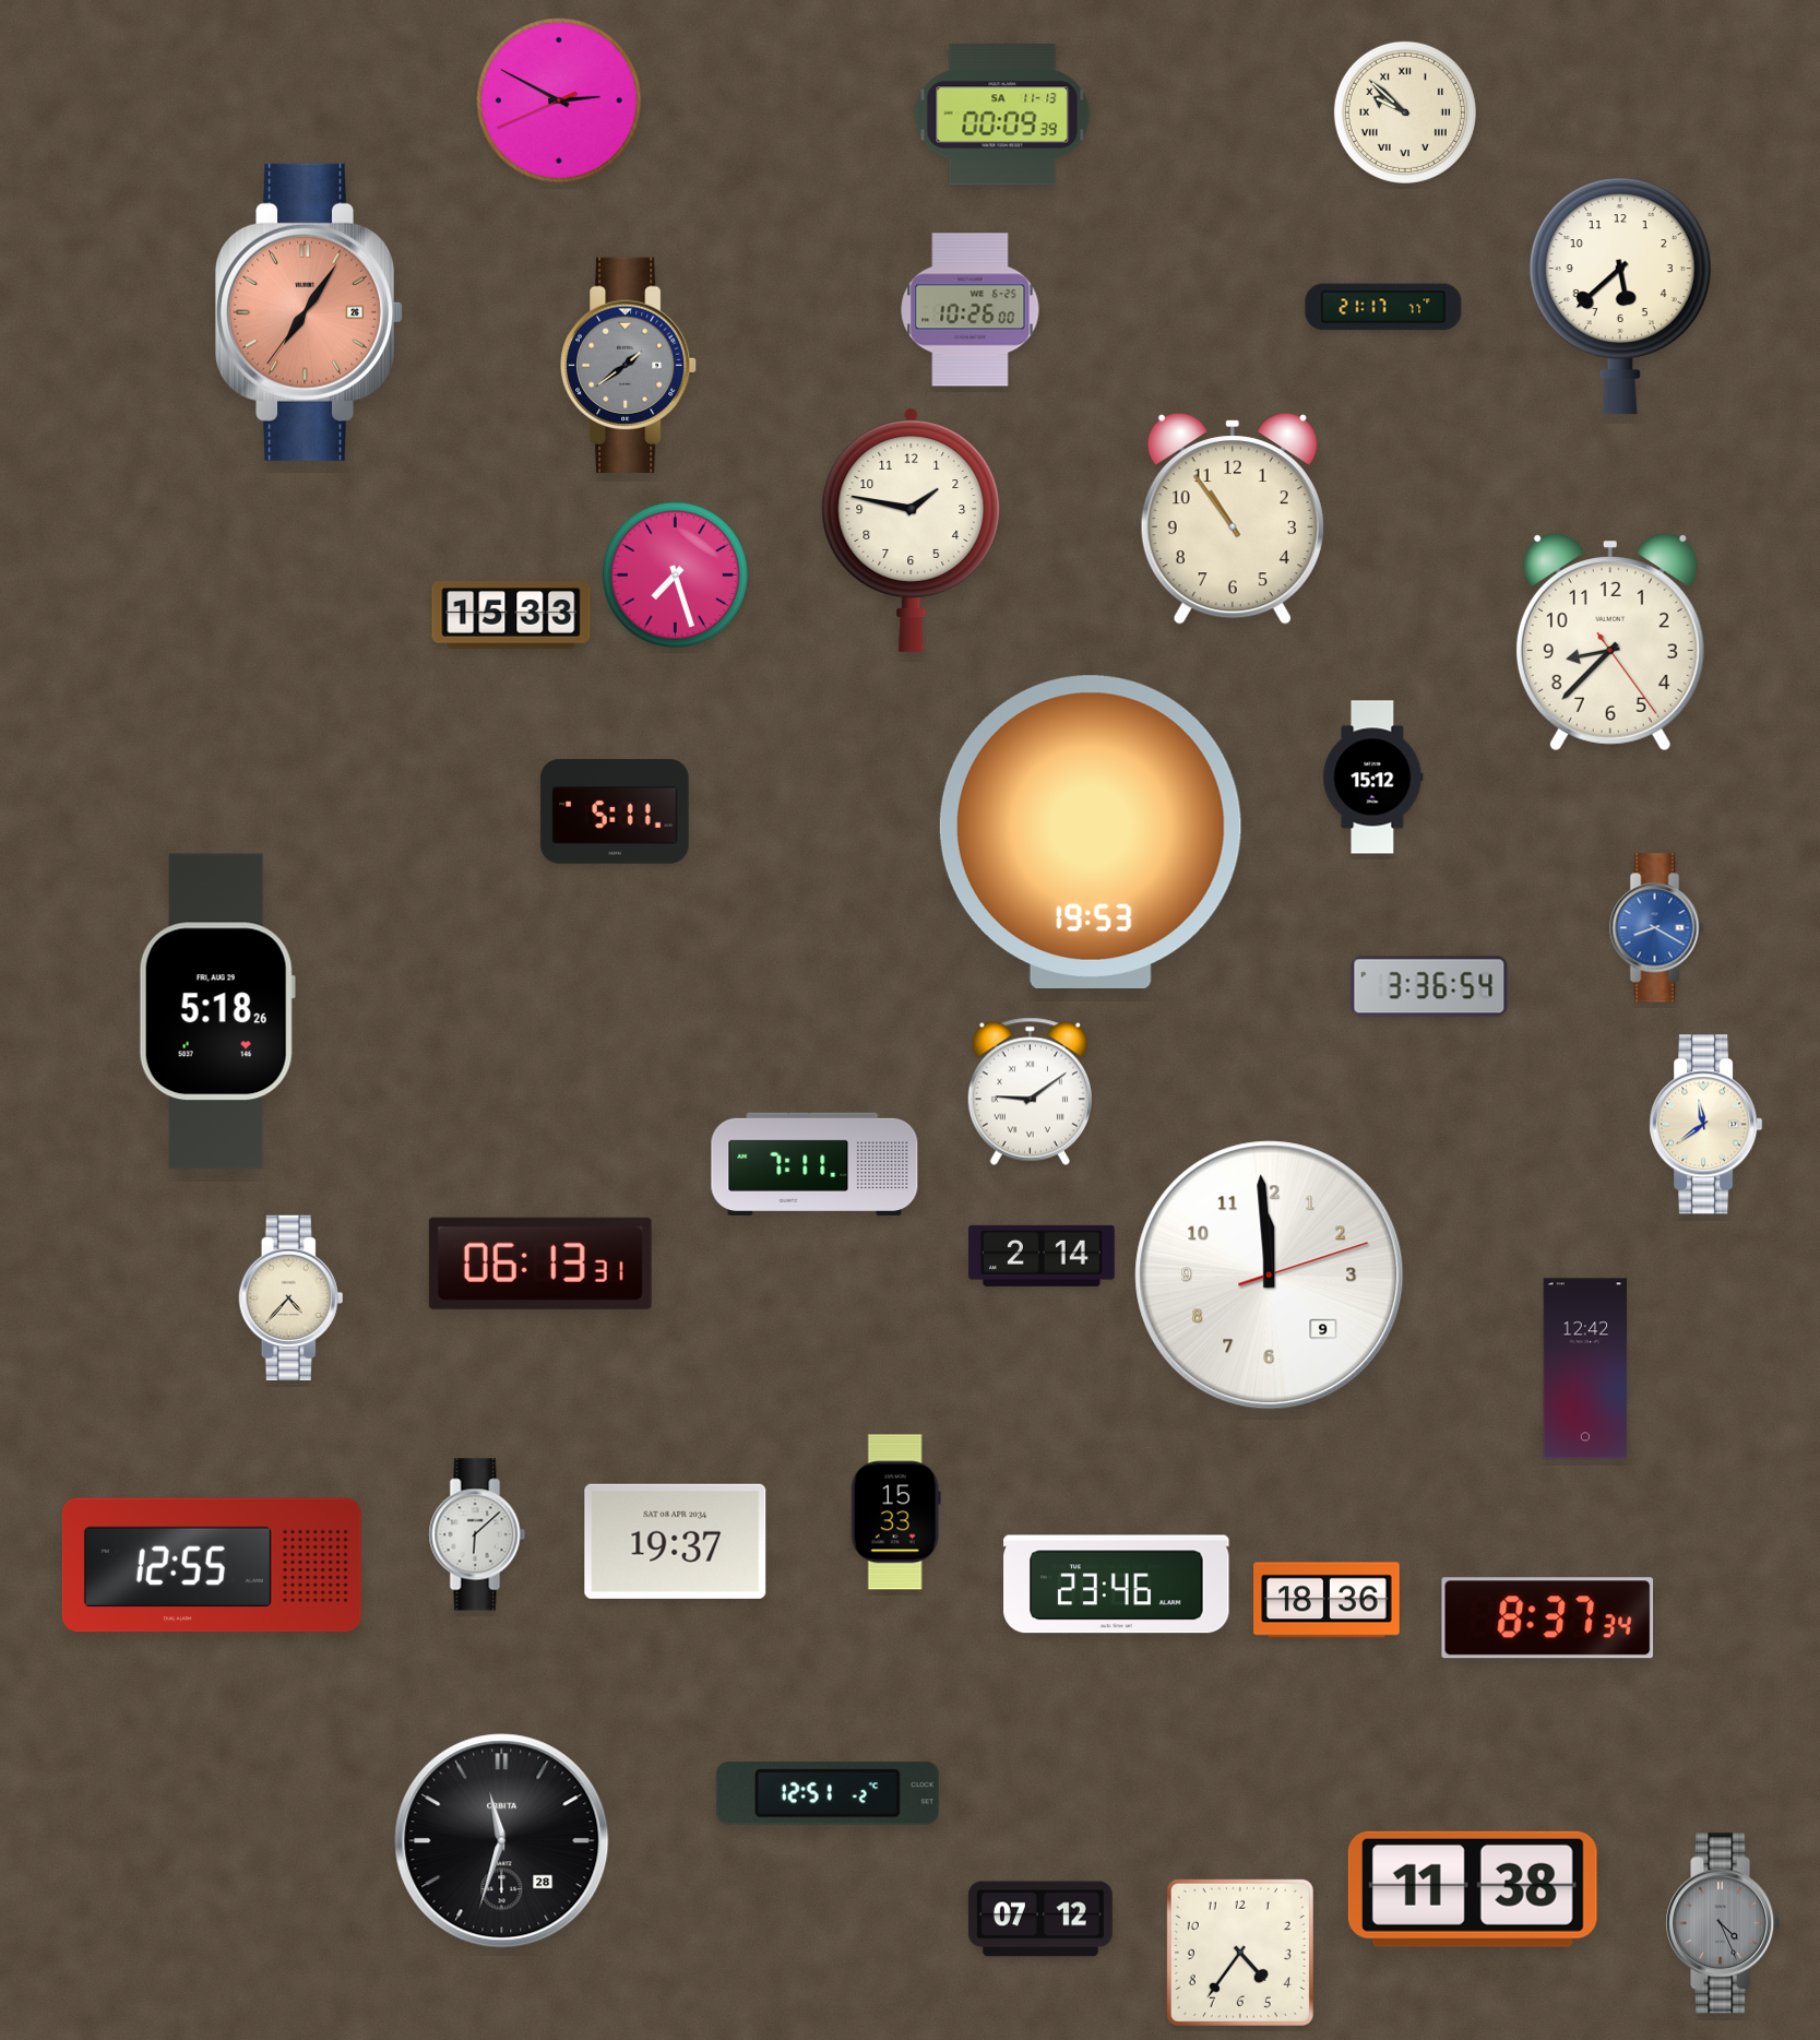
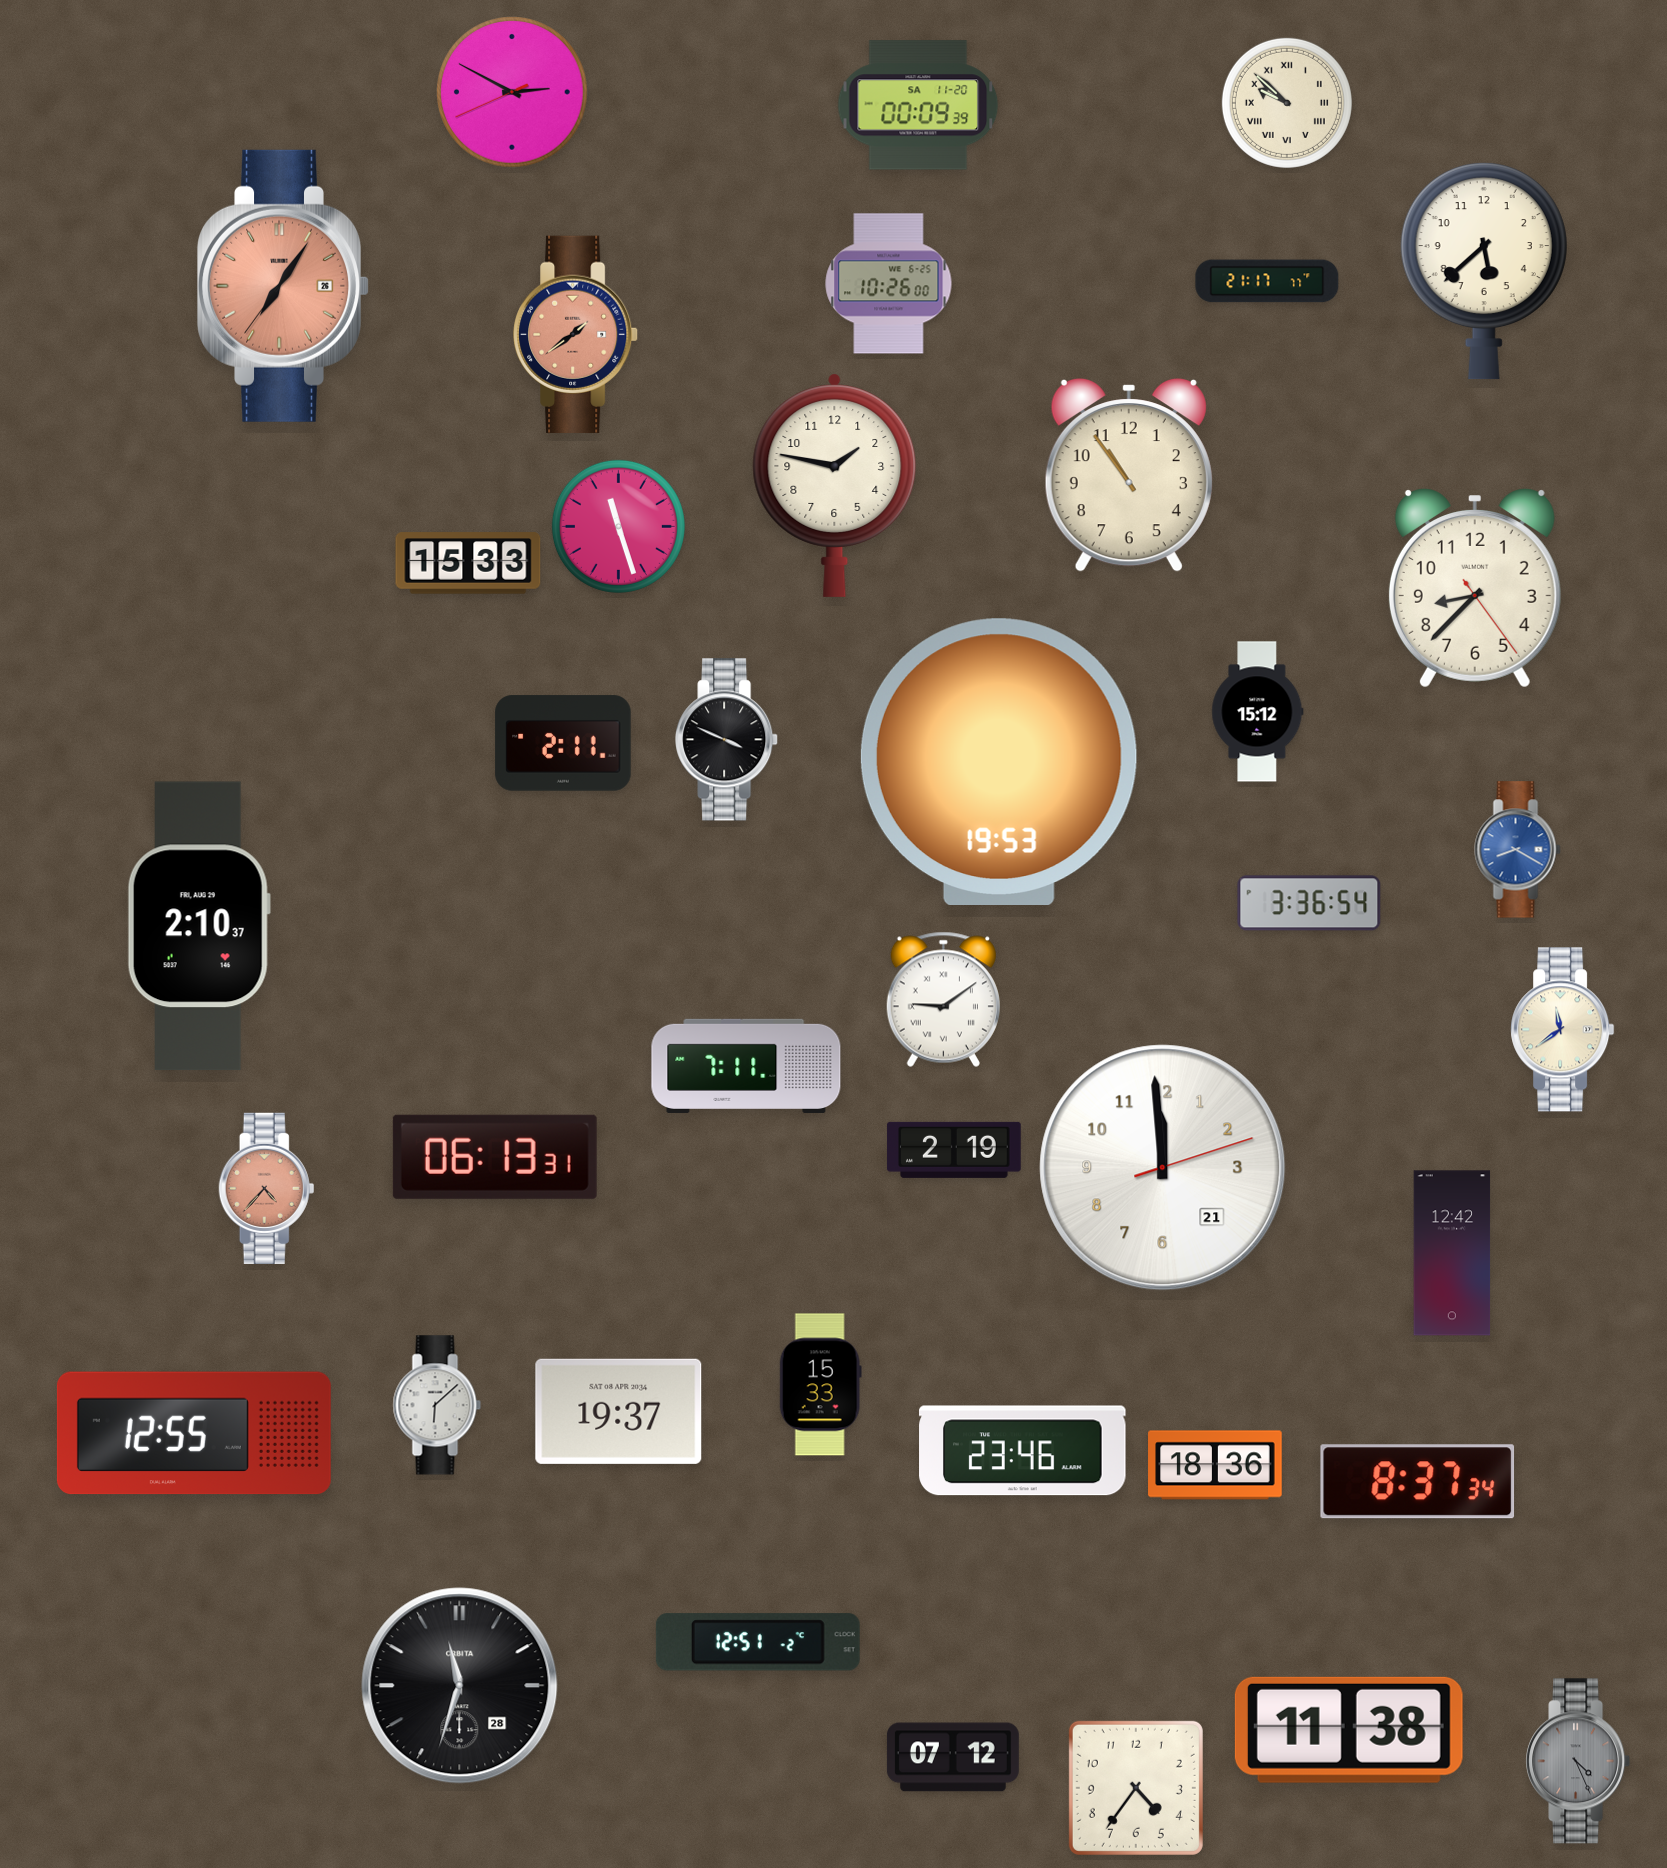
clock at (1002, 115) date: SA 11-13 -> SA 11-20
clock at (629, 365) dial: grey -> salmon
clock at (675, 574): 7:27 -> 11:27
clock at (727, 740): none -> 3:49
clock at (615, 811): 5:11 -> 2:11
clock at (217, 1011): 5:18 -> 2:10
clock at (1042, 1256): 2:14 -> 2:19
clock at (1270, 1276) date: 9 -> 21
clock at (292, 1297) dial: cream -> salmon
